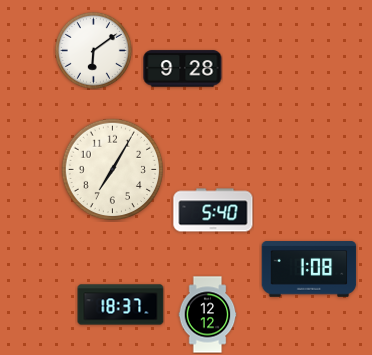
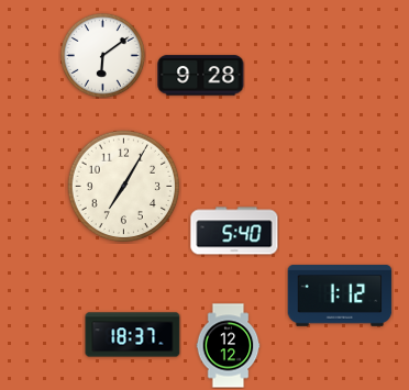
clock at (309, 269): 1:08 -> 1:12
